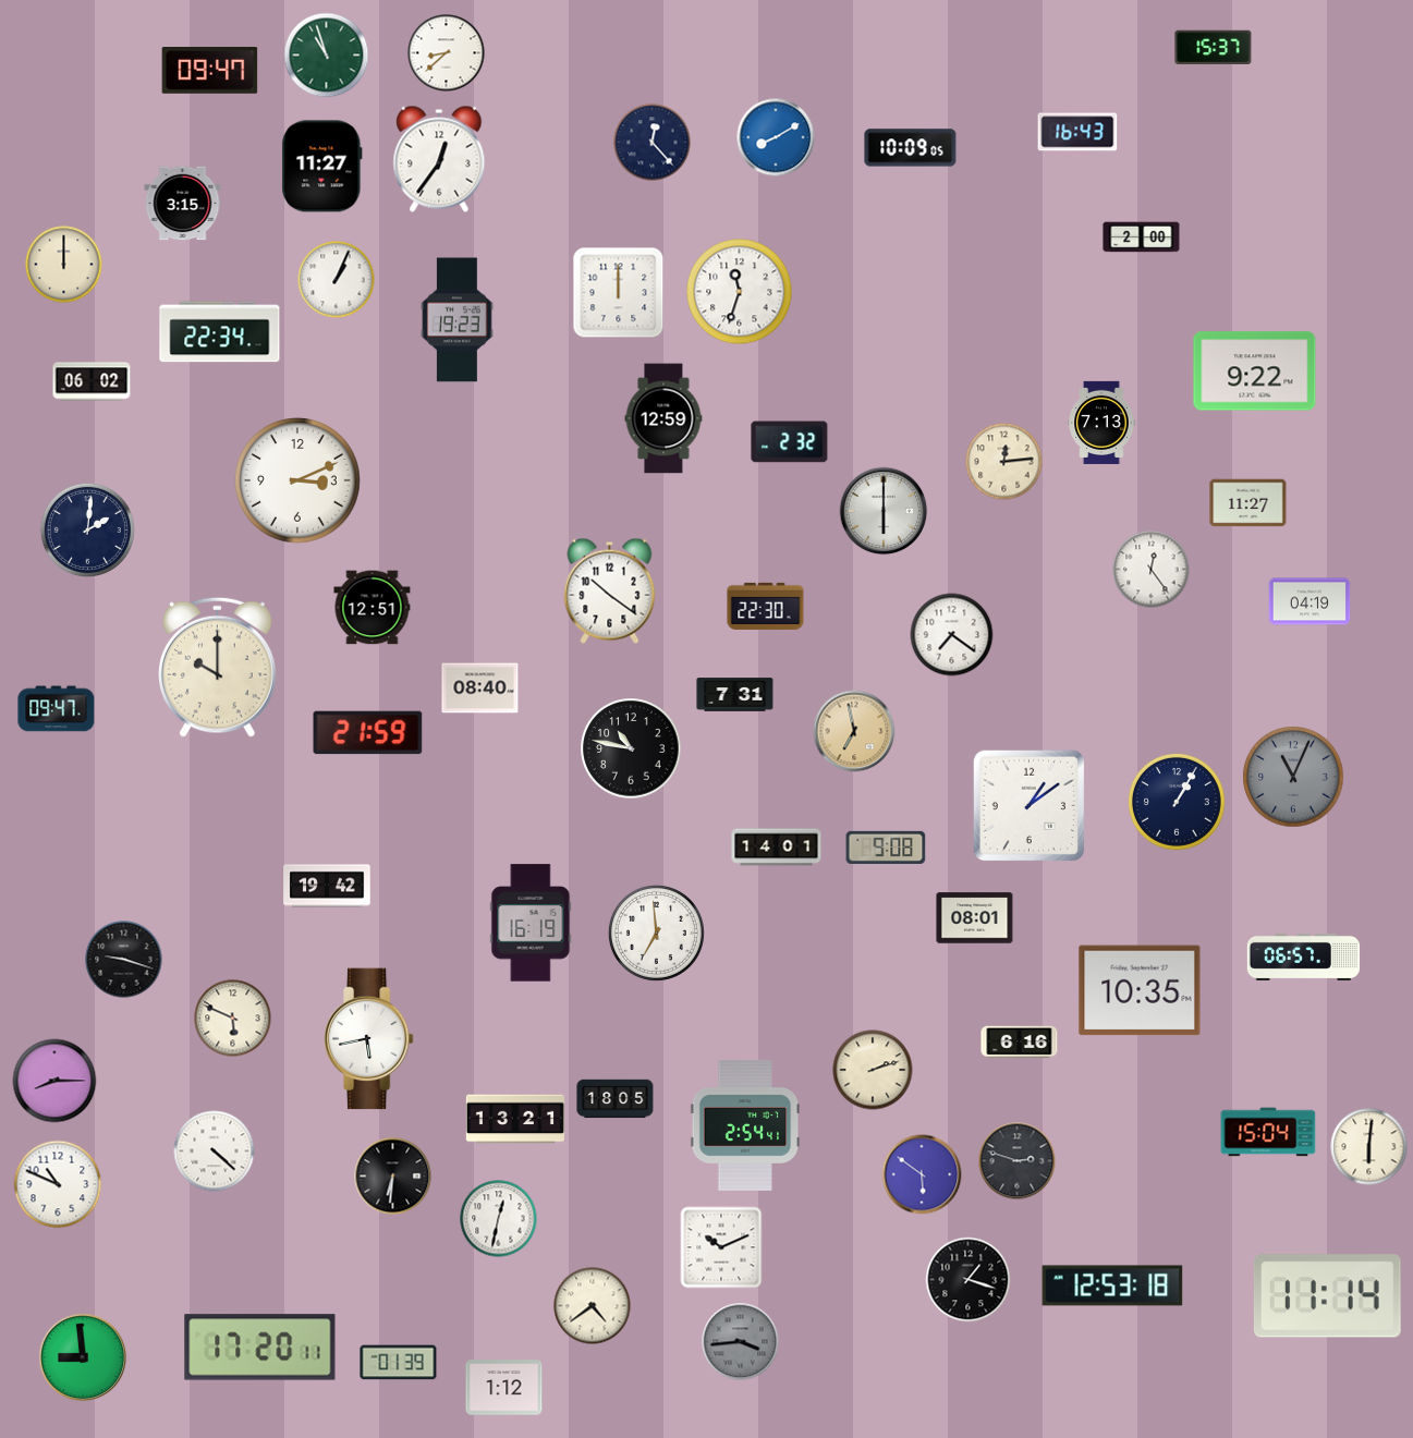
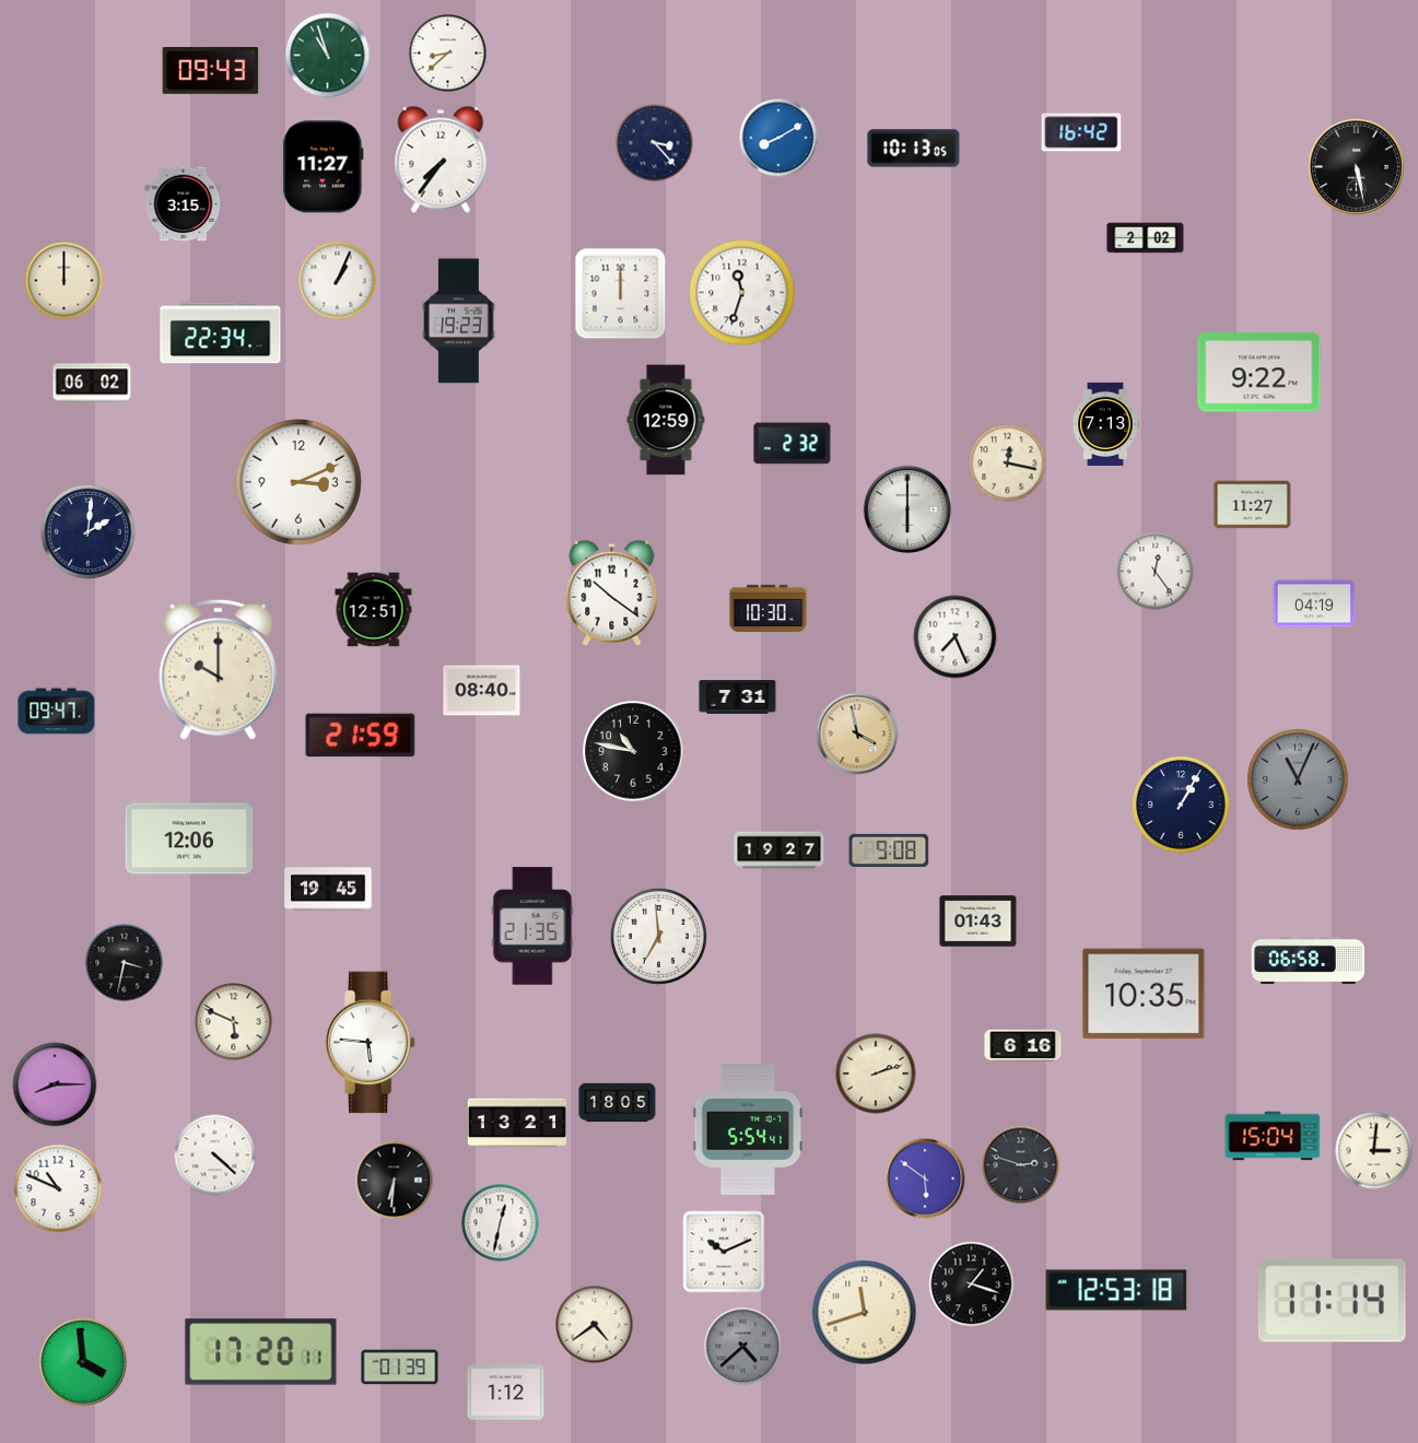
clock at (1214, 48): 15:37 -> none
clock at (210, 71): 09:47 -> 09:43
clock at (1077, 132): 16:43 -> 16:42
clock at (653, 143): 12:23 -> 3:23
clock at (911, 148): 10:09 -> 10:13
clock at (439, 159): 12:36 -> 7:36
clock at (1356, 166): none -> 5:28
clock at (1142, 237): 2:00 -> 2:02
clock at (64, 265) position: (64, 265) -> (65, 281)
clock at (1004, 462): 12:14 -> 12:17
clock at (884, 511) position: (884, 511) -> (907, 509)
clock at (766, 606): 22:30 -> 10:30
clock at (952, 635): 7:21 -> 7:26
clock at (854, 731): 6:58 -> 3:58
clock at (368, 733) position: (368, 733) -> (361, 736)
clock at (1030, 806): 1:09 -> none
clock at (189, 838): none -> 12:06
clock at (777, 848): 14:01 -> 19:27
clock at (327, 886): 19:42 -> 19:45
clock at (975, 918): 08:01 -> 01:43
clock at (531, 923): 16:19 -> 21:35
clock at (1304, 956): 06:57 -> 06:58
clock at (124, 960): 9:18 -> 3:32
clock at (368, 1039): 5:43 -> 5:46
clock at (745, 1125): 2:54 -> 5:54
clock at (1369, 1147): 6:01 -> 3:01
clock at (593, 1306) position: (593, 1306) -> (595, 1325)
clock at (865, 1313): none -> 11:42
clock at (741, 1342): 3:44 -> 4:38
clock at (83, 1357): 8:59 -> 3:59
